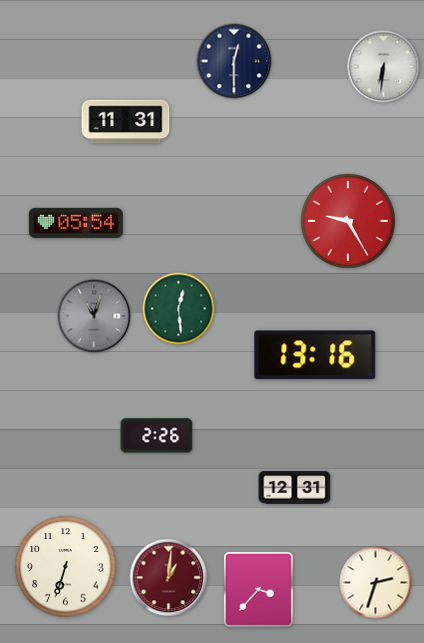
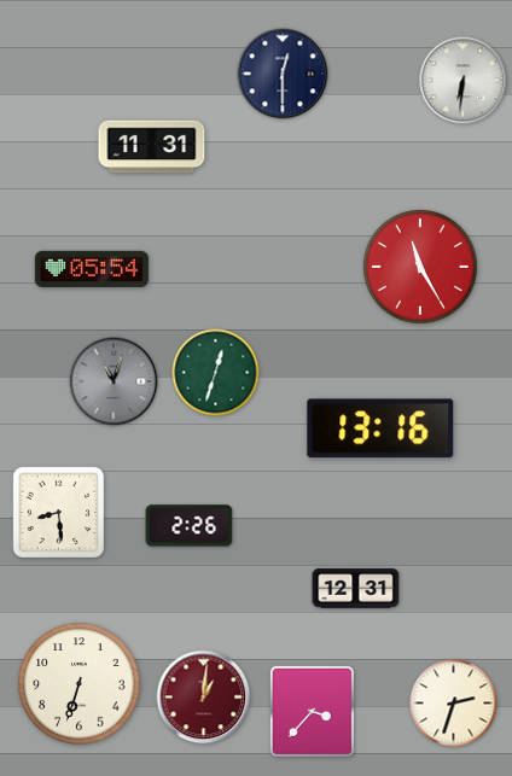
clock at (348, 221): 9:25 -> 11:25
clock at (179, 309): 12:29 -> 12:33
clock at (58, 512): none -> 8:29
